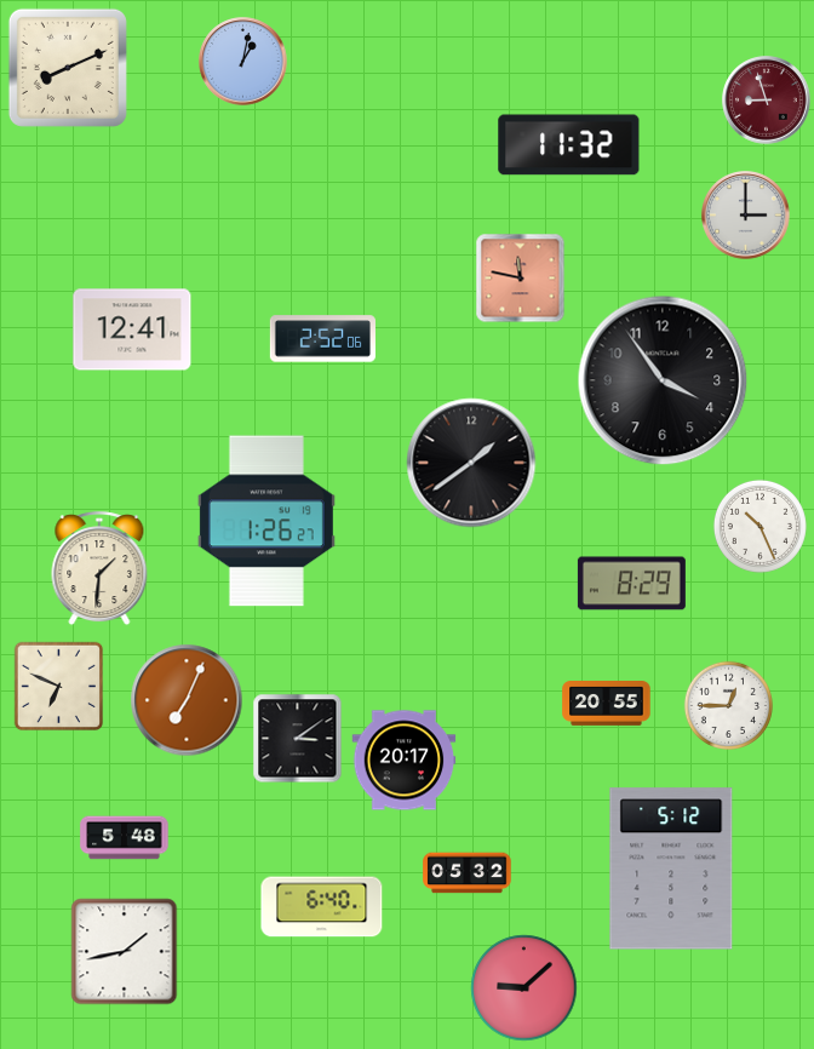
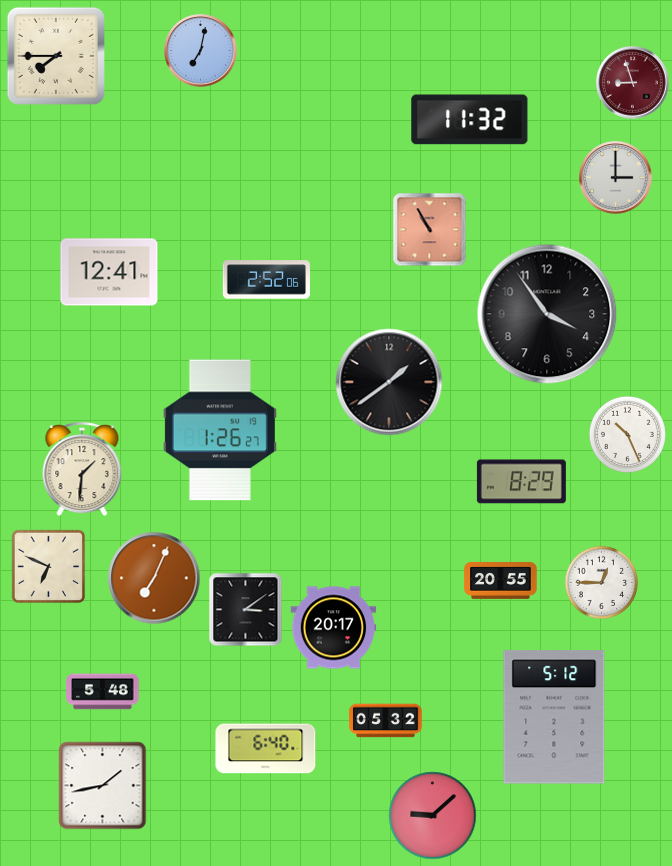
clock at (243, 62): 1:02 -> 7:02
clock at (68, 68): 8:11 -> 7:45
clock at (521, 279): 11:47 -> 10:55
